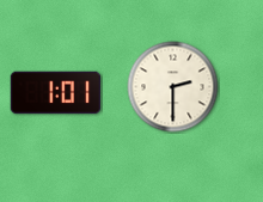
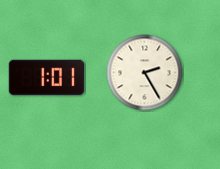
clock at (173, 87): 2:30 -> 2:25
